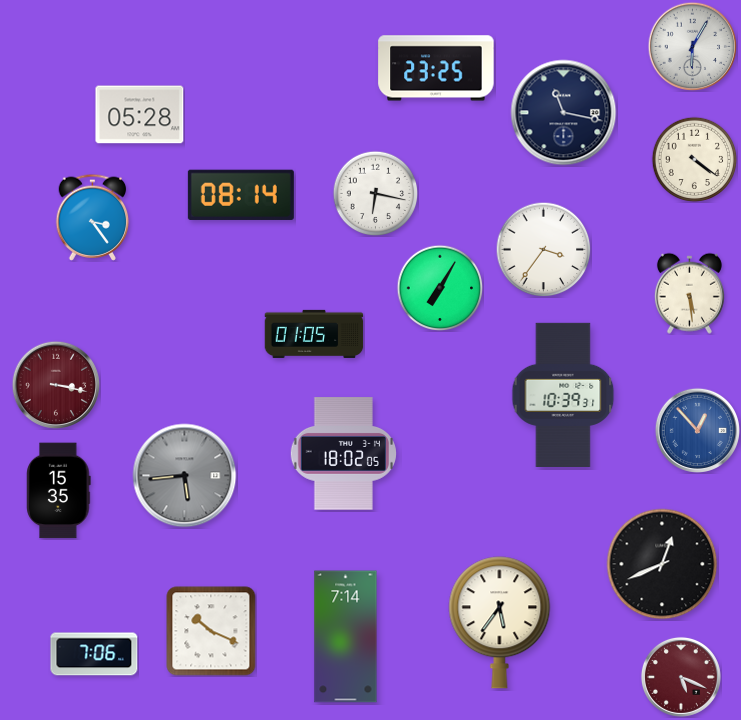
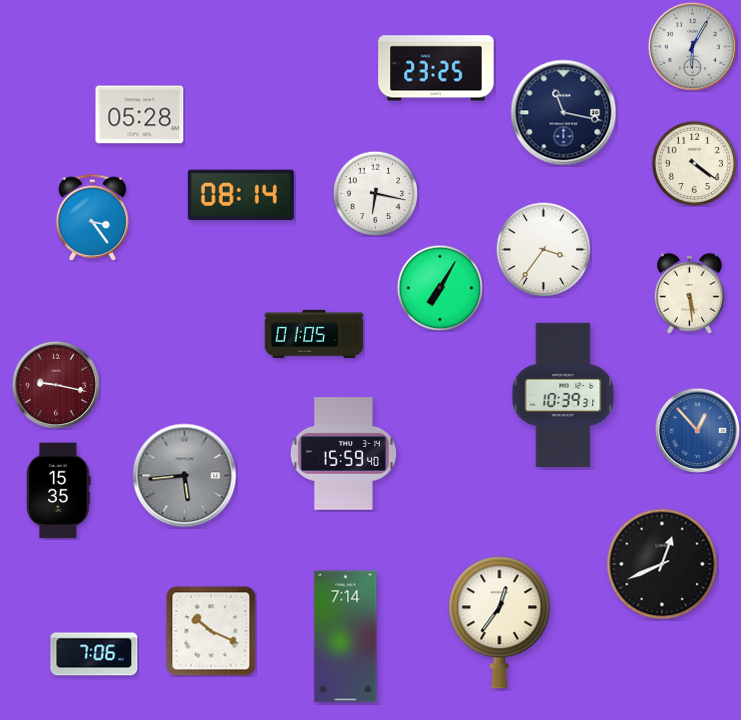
clock at (694, 159) position: (694, 159) -> (694, 163)
clock at (56, 385): 3:17 -> 9:17
clock at (343, 454): 18:02 -> 15:59
clock at (500, 623): 5:36 -> 12:36
clock at (681, 677): 5:19 -> none
